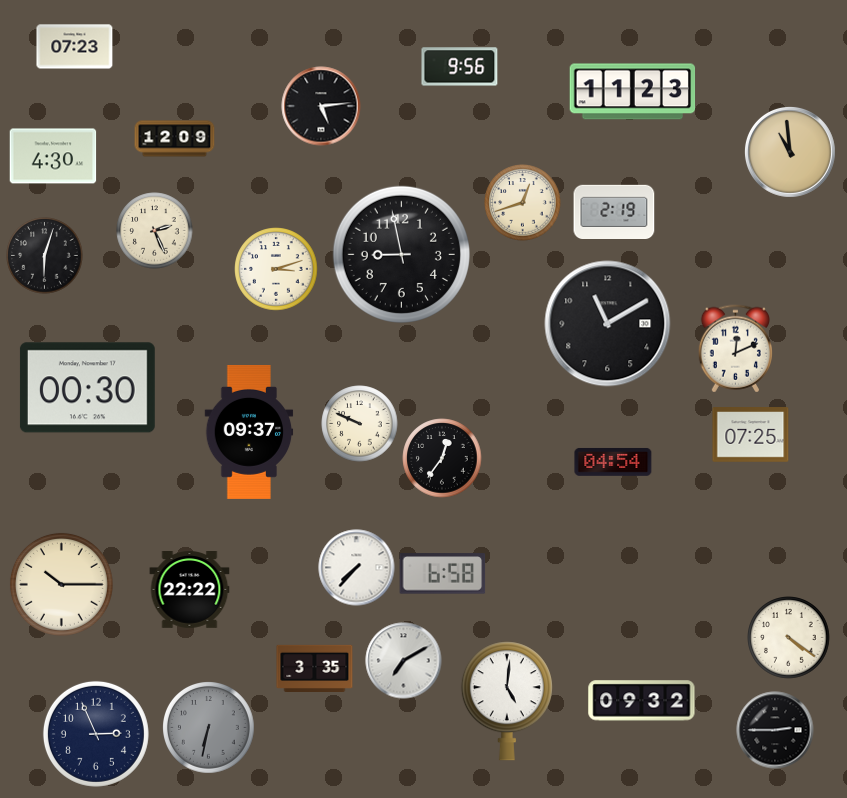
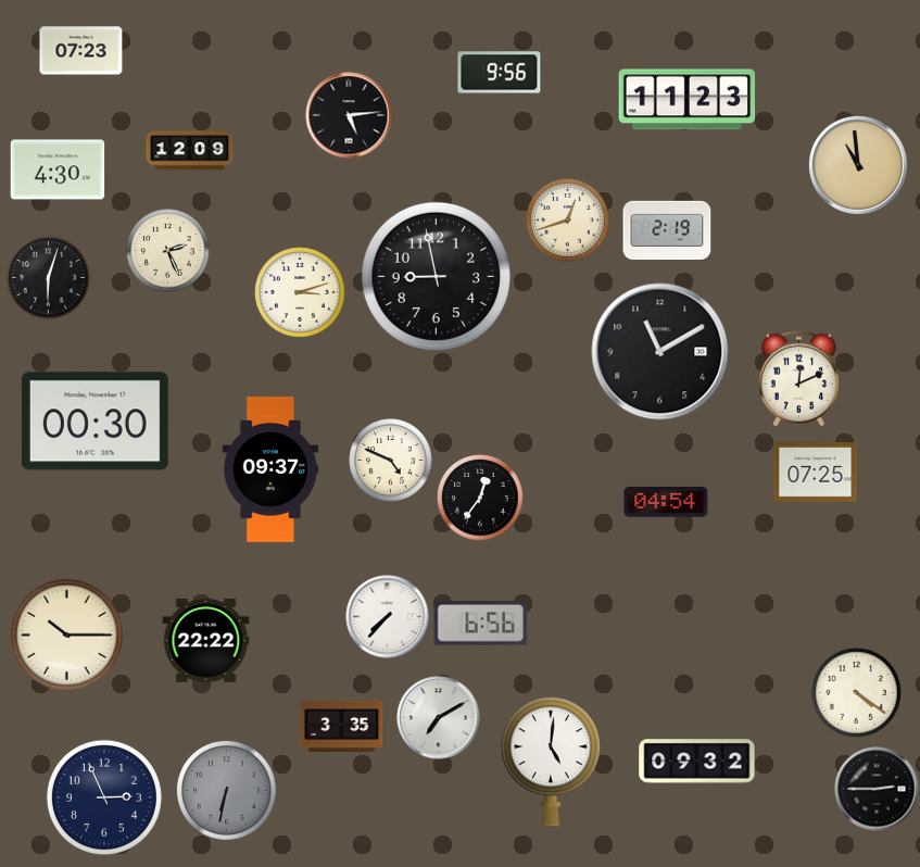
clock at (360, 424): 9:49 -> 4:49
clock at (443, 574): 6:58 -> 6:56
clock at (775, 730) position: (775, 730) -> (877, 789)
